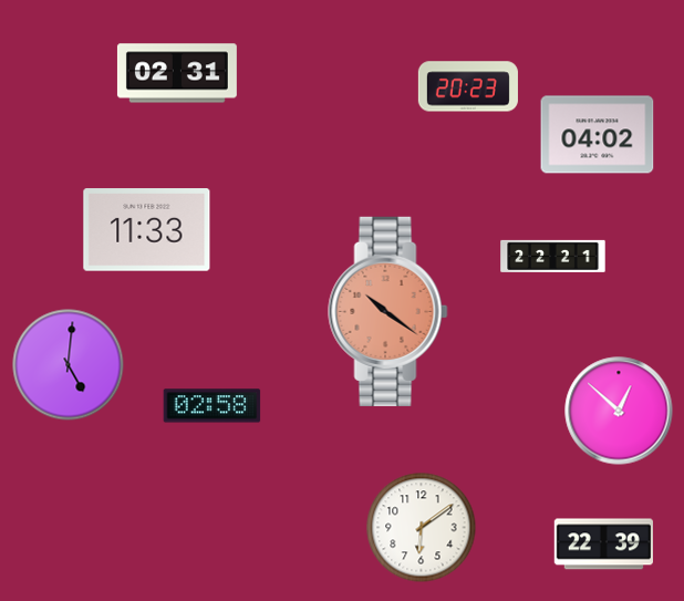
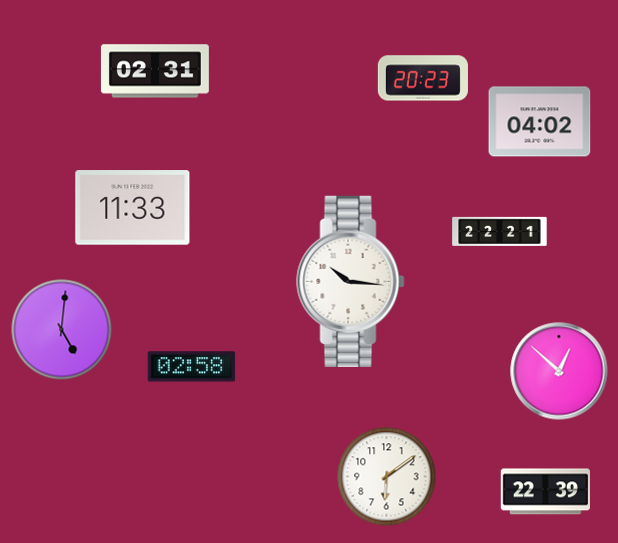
clock at (177, 73) position: (177, 73) -> (155, 71)
clock at (388, 311): 10:21 -> 10:16
clock at (388, 311) dial: salmon -> white
clock at (422, 528) position: (422, 528) -> (387, 477)
